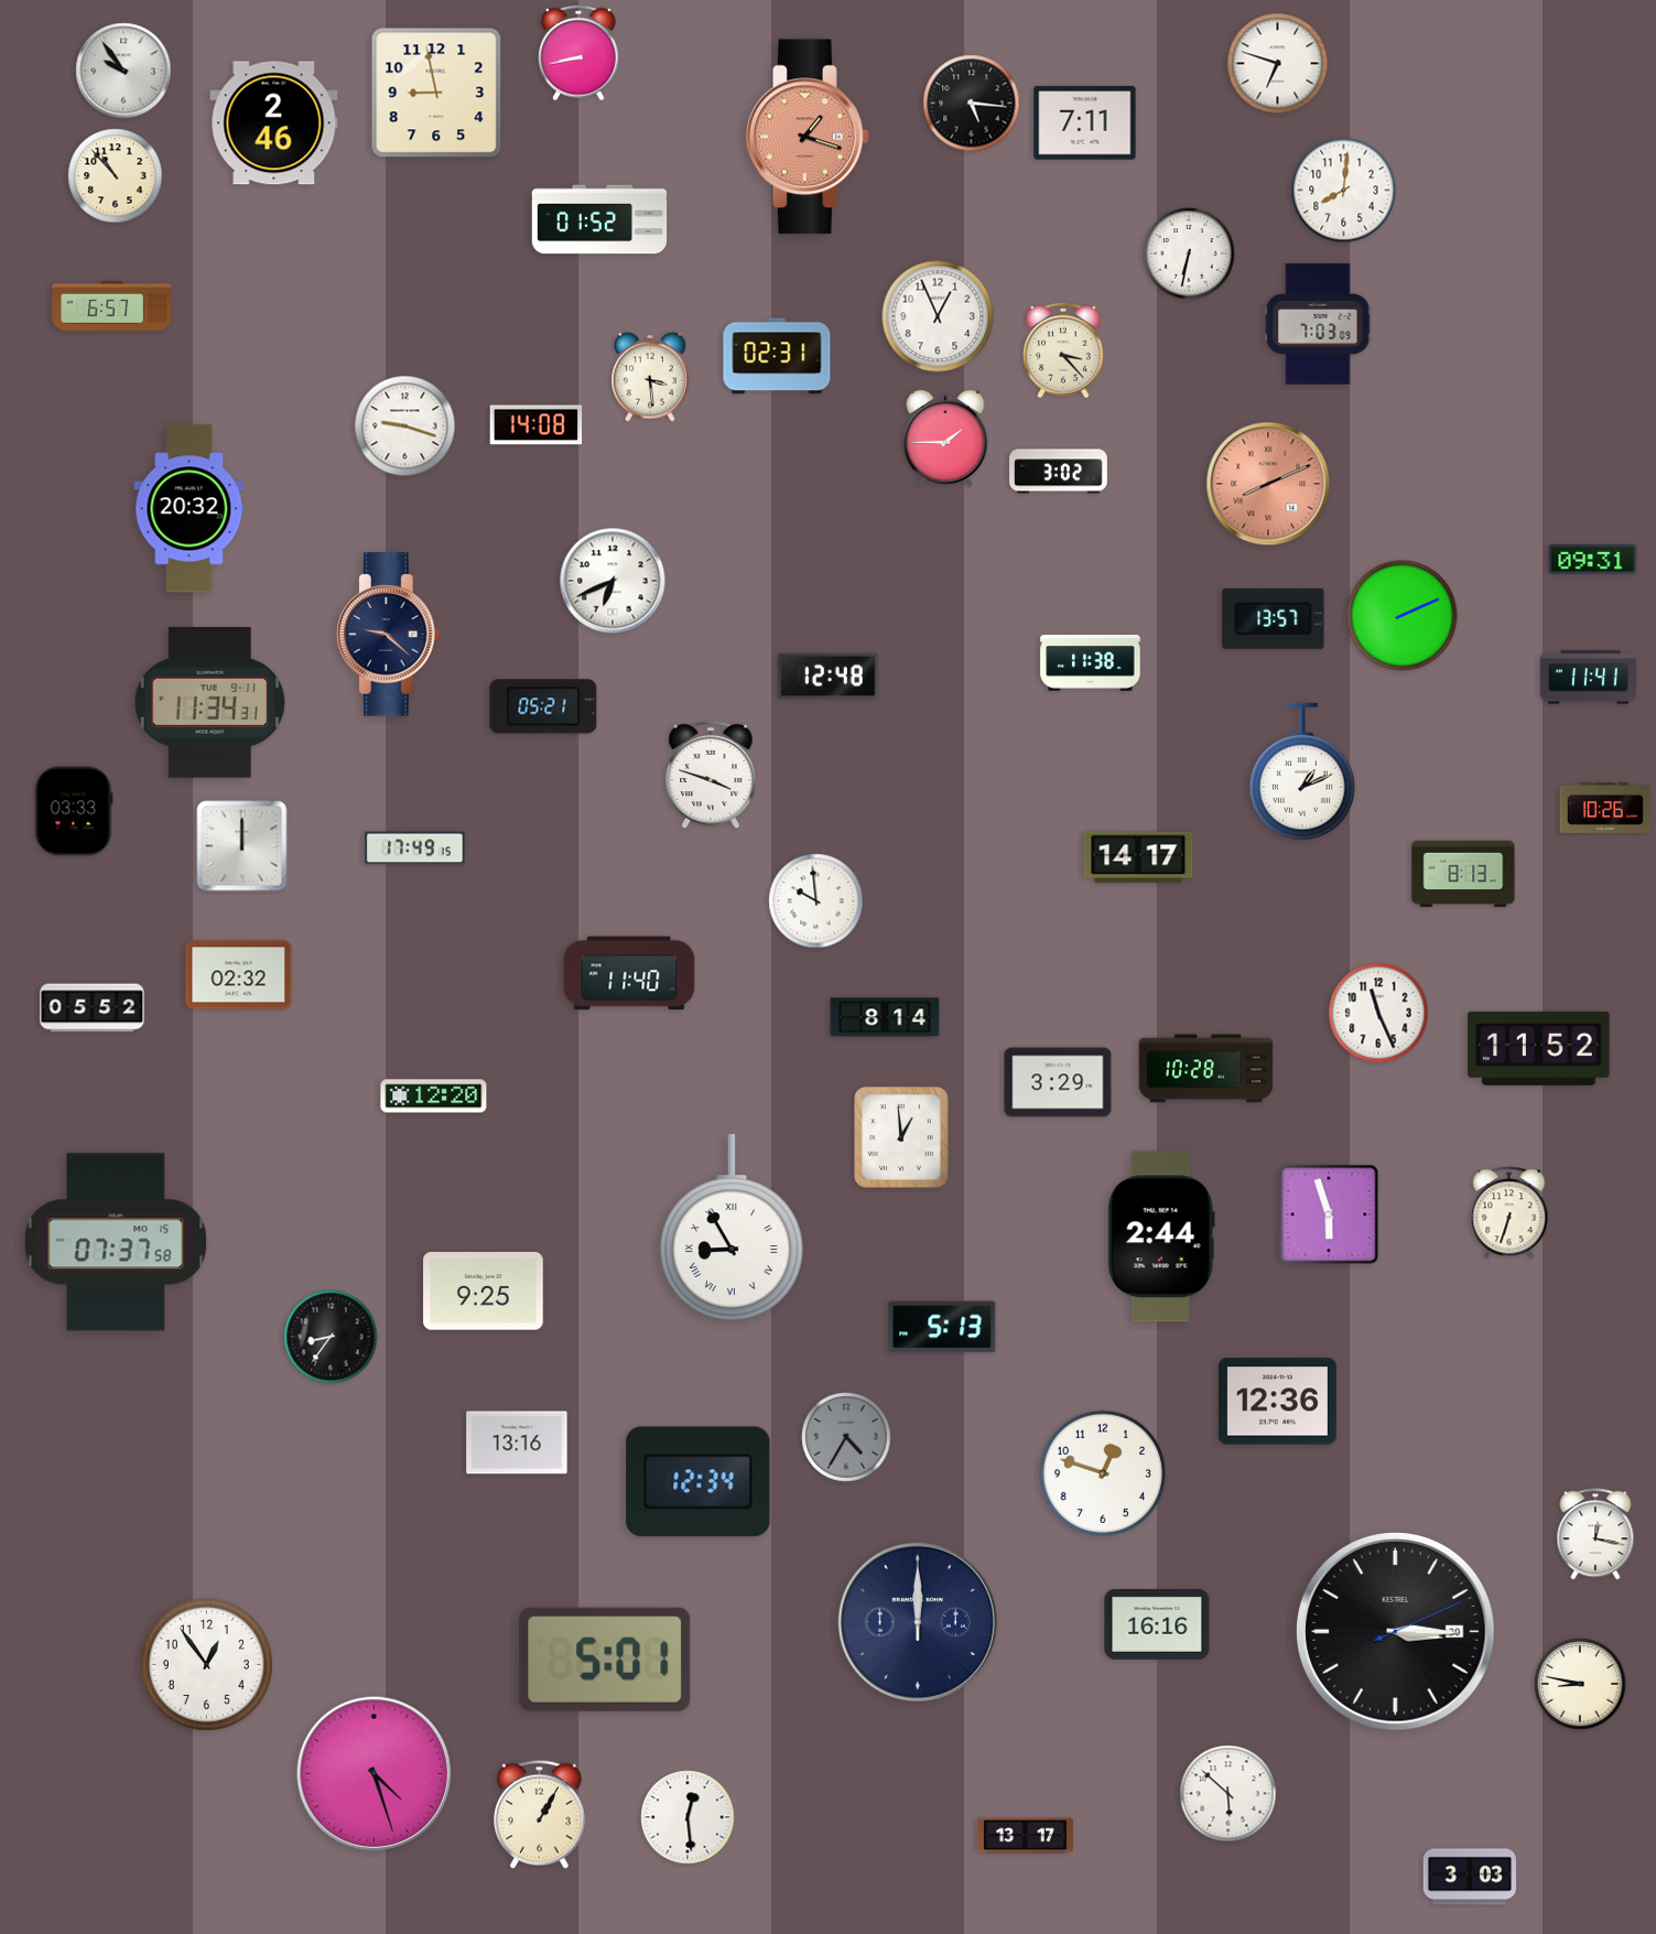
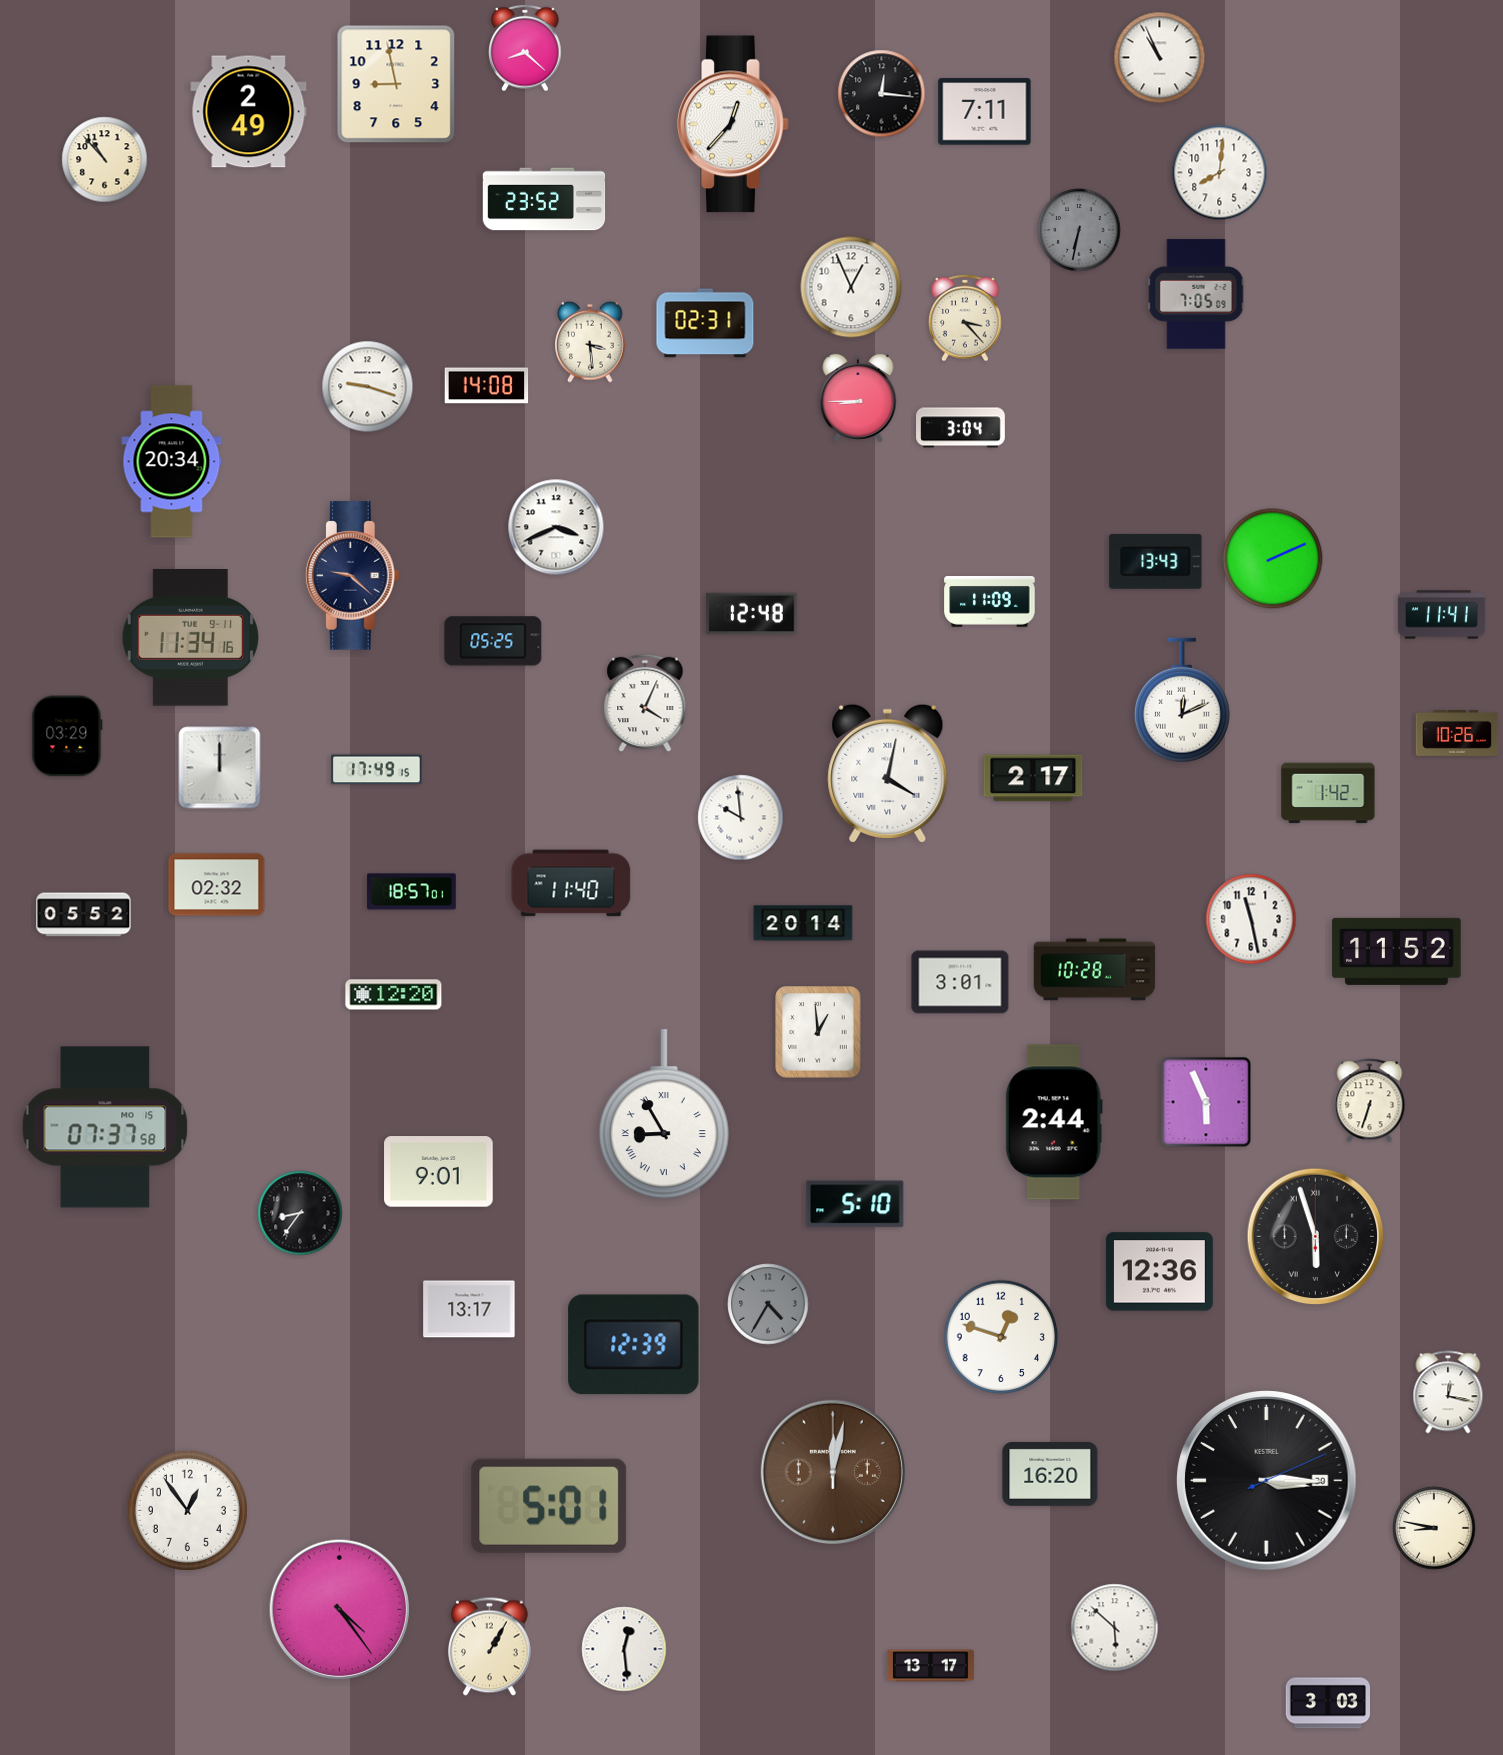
clock at (578, 53): 8:43 -> 8:22
clock at (1278, 64): 6:48 -> 10:56
clock at (123, 71): 9:54 -> none
clock at (972, 104): 5:16 -> 12:16
clock at (274, 123): 2:46 -> 2:49
clock at (808, 137): 1:18 -> 12:37
clock at (808, 137) dial: salmon -> white
clock at (599, 219): 01:52 -> 23:52
clock at (1189, 253) dial: white -> grey
clock at (112, 306): 6:57 -> none
clock at (1318, 324): 7:03 -> 7:05
clock at (945, 439): 1:45 -> 8:45
clock at (1059, 472): 3:02 -> 3:04
clock at (1268, 484): 8:11 -> none
clock at (190, 509): 20:32 -> 20:34
clock at (1593, 560): 09:31 -> none
clock at (613, 581): 6:41 -> 3:41
clock at (1274, 618): 13:57 -> 13:43
clock at (1091, 662): 11:38 -> 11:09
clock at (209, 703): 11:34:31 -> 11:34:16
clock at (543, 706): 05:21 -> 05:25
clock at (1302, 771): 1:11 -> 12:11
clock at (711, 775): 3:48 -> 4:04
clock at (74, 811): 03:33 -> 03:29
clock at (888, 773): none -> 4:02
clock at (1138, 857): 14:17 -> 2:17
clock at (1463, 874): 8:13 -> 1:42
clock at (412, 892): none -> 18:57
clock at (1378, 1013): 11:26 -> 11:28
clock at (885, 1017): 8:14 -> 20:14
clock at (1058, 1082): 3:29 -> 3:01
clock at (1329, 1214): 5:57 -> 5:56
clock at (484, 1292): 9:25 -> 9:01
clock at (942, 1327): 5:13 -> 5:10
clock at (1316, 1237): none -> 5:57
clock at (517, 1443): 13:16 -> 13:17
clock at (699, 1482): 12:34 -> 12:39
clock at (918, 1622): 12:00 -> 12:02
clock at (918, 1622) dial: navy -> brown
clock at (1157, 1624): 16:16 -> 16:20
clock at (374, 1773): 4:27 -> 4:24
clock at (1470, 1877) position: (1470, 1877) -> (1328, 1703)
